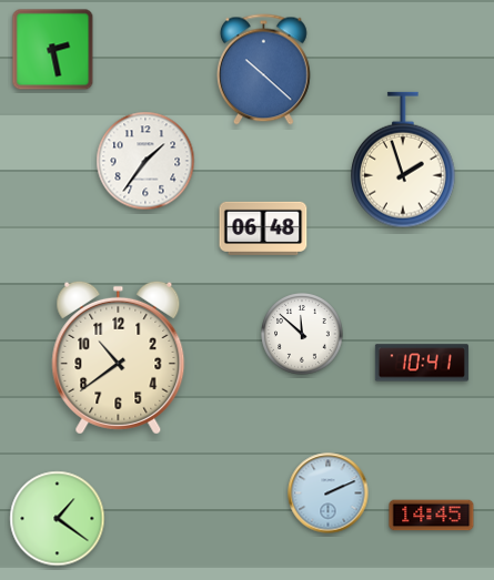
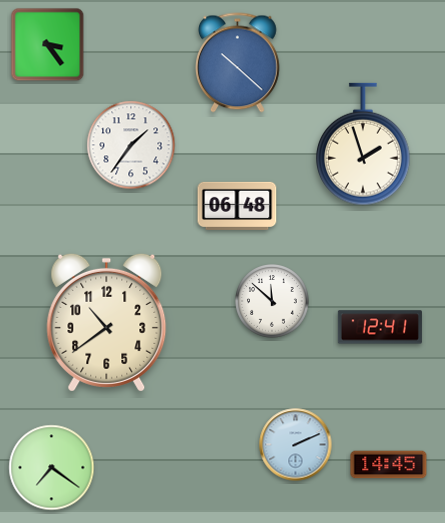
clock at (53, 50): 2:28 -> 3:24
clock at (422, 363): 10:41 -> 12:41
clock at (58, 519): 1:21 -> 7:21
